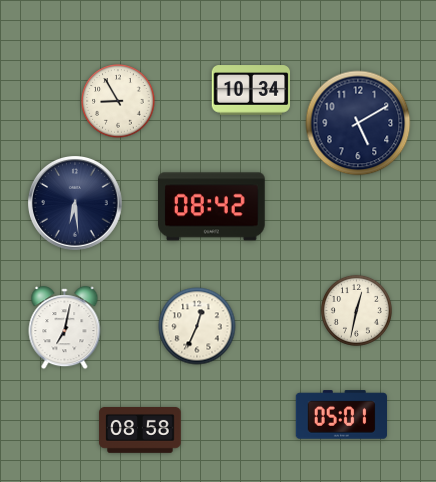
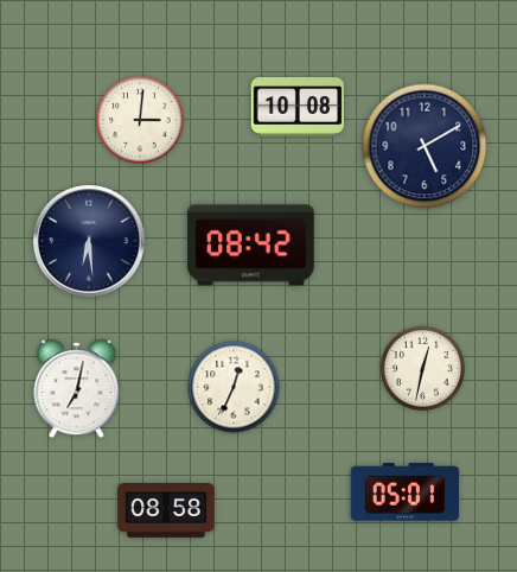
clock at (251, 90): 10:34 -> 10:08
clock at (118, 101): 8:55 -> 3:01
